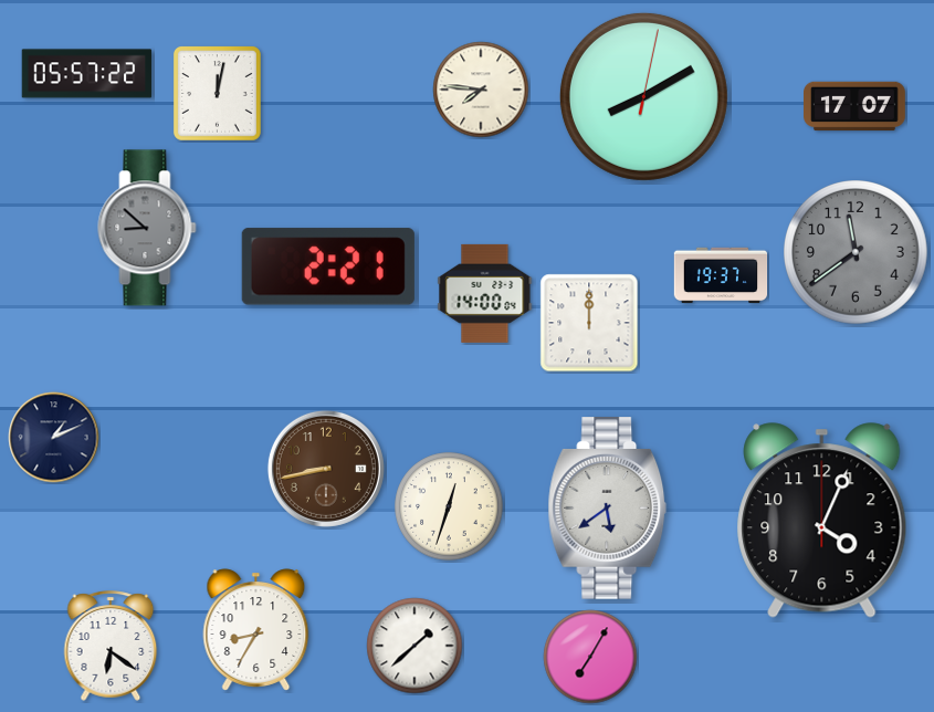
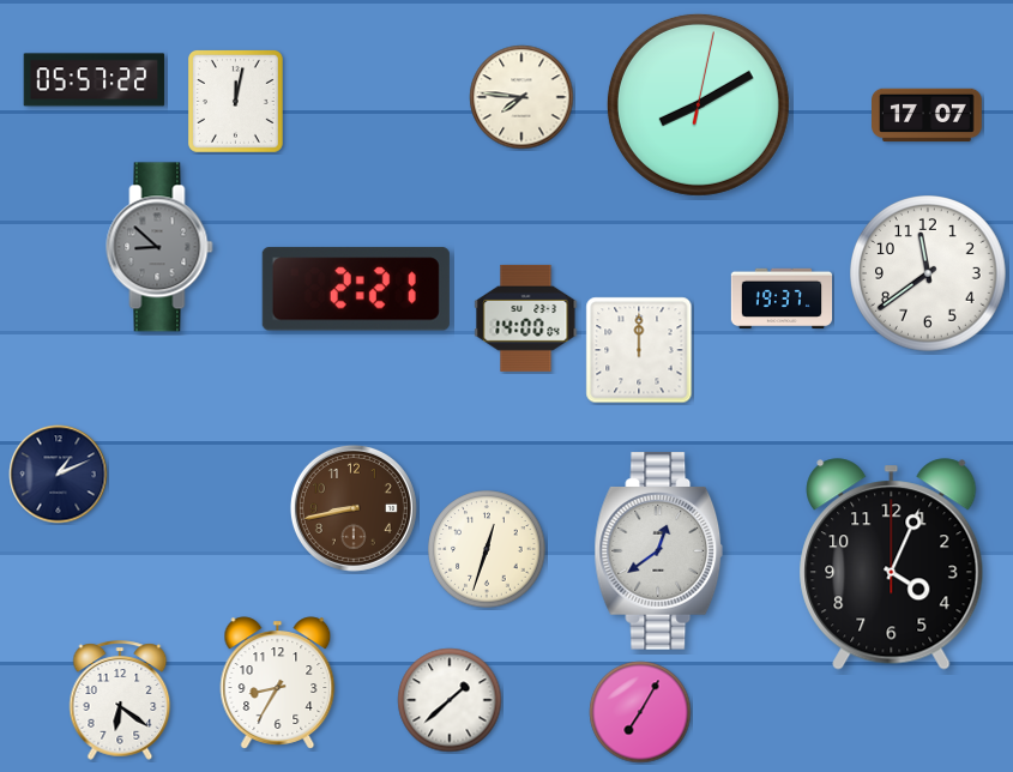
clock at (857, 253) dial: grey -> white
clock at (608, 509): 5:39 -> 12:39
